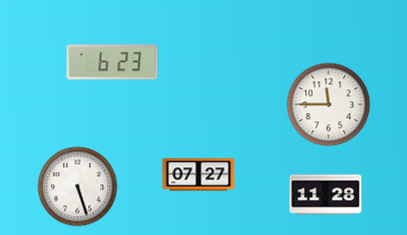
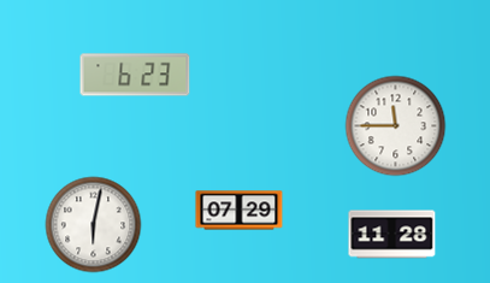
clock at (199, 175): 07:27 -> 07:29
clock at (78, 187): 5:27 -> 6:02
